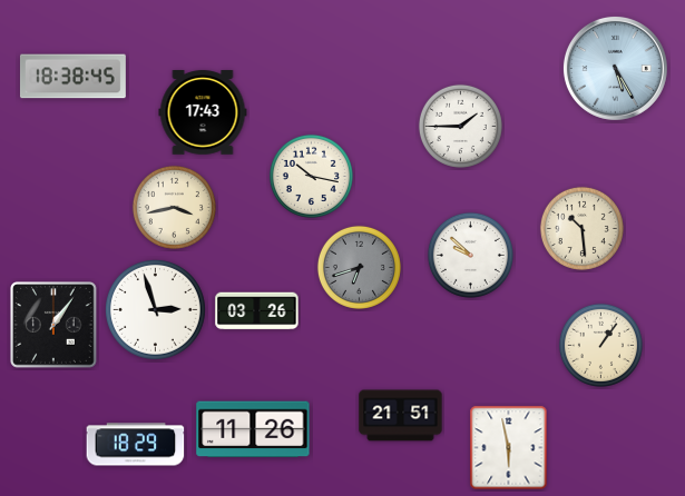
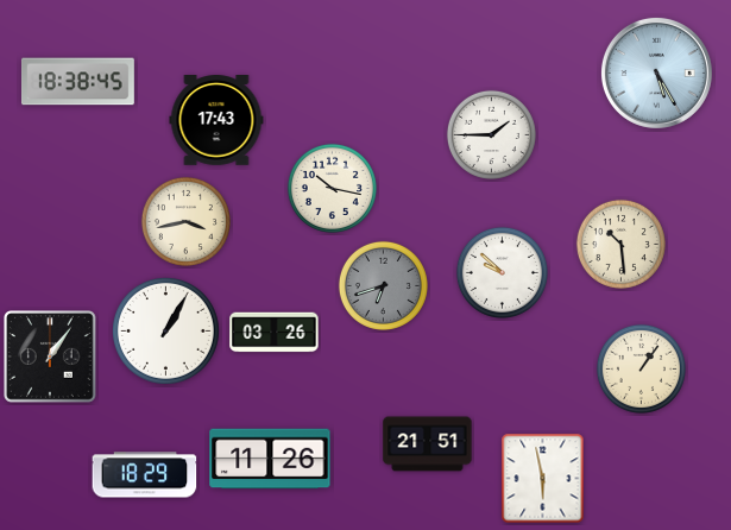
clock at (155, 309): 2:57 -> 1:05
clock at (55, 326) position: (55, 326) -> (51, 358)
